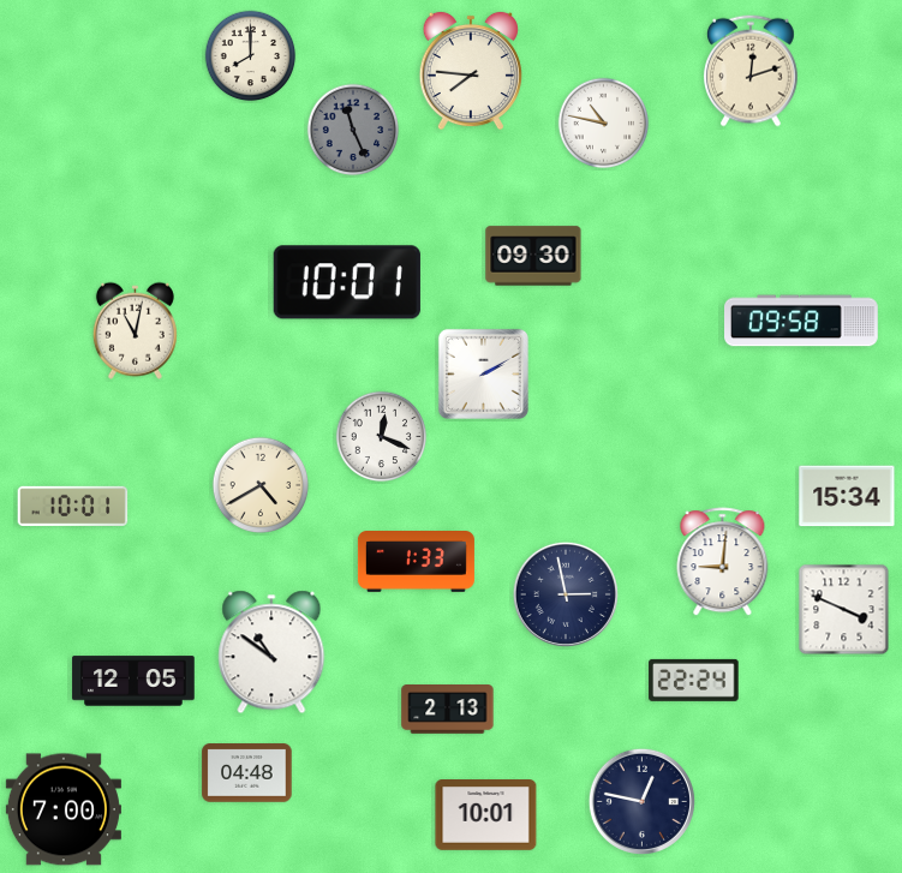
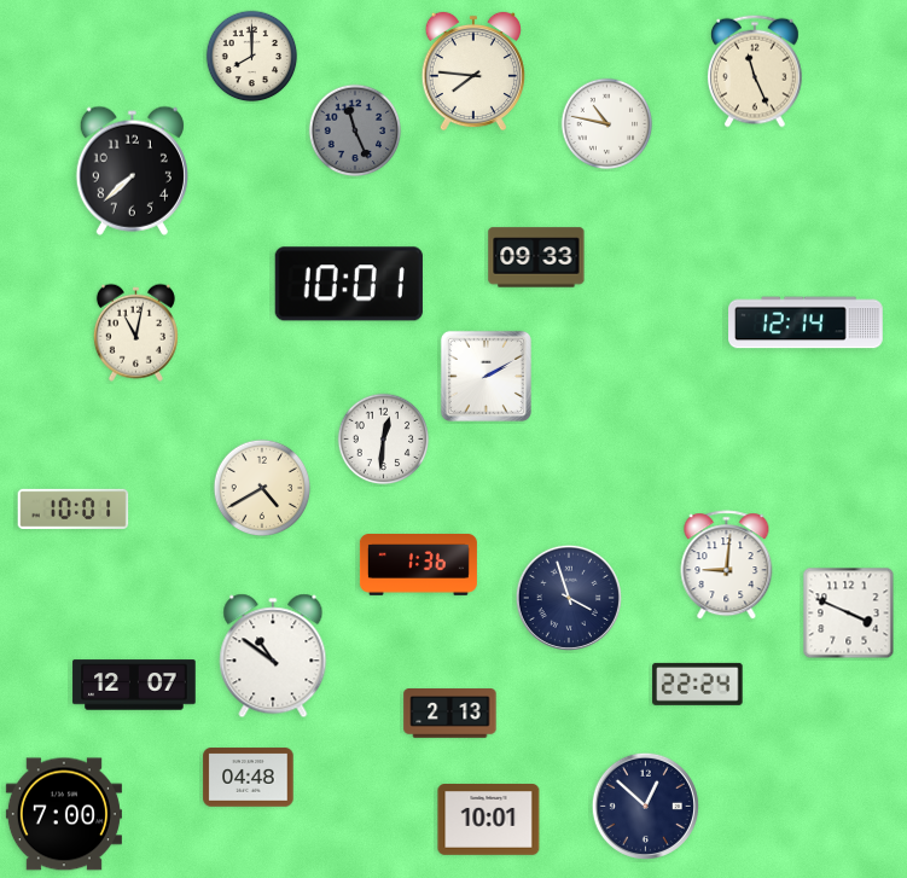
clock at (752, 71): 12:12 -> 11:26
clock at (132, 170): none -> 7:38
clock at (533, 256): 09:30 -> 09:33
clock at (802, 321): 09:58 -> 12:14
clock at (382, 437): 12:19 -> 12:31
clock at (847, 496): 15:34 -> none
clock at (416, 562): 1:33 -> 1:36
clock at (566, 594): 2:58 -> 3:57
clock at (133, 681): 12:05 -> 12:07
clock at (641, 801): 12:47 -> 12:52
